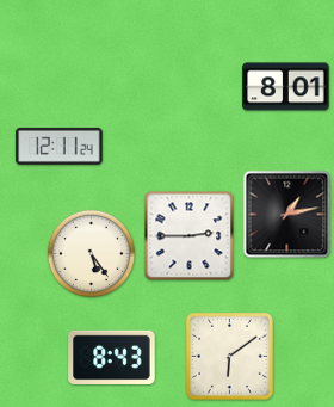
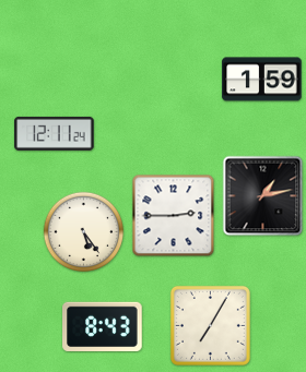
clock at (286, 87): 8:01 -> 1:59
clock at (229, 356): 6:09 -> 7:05
